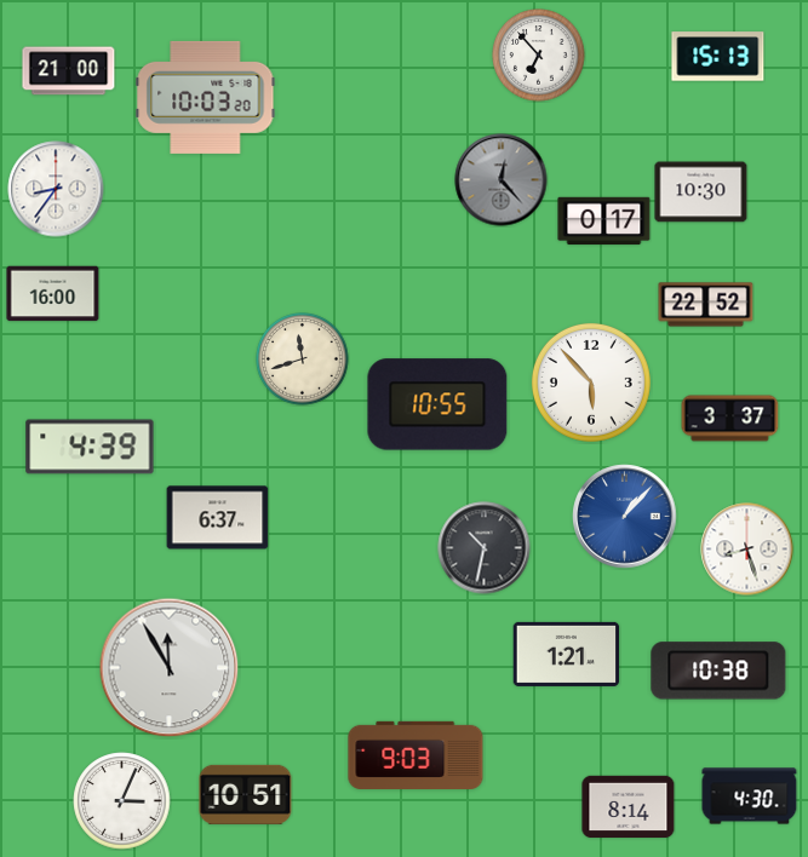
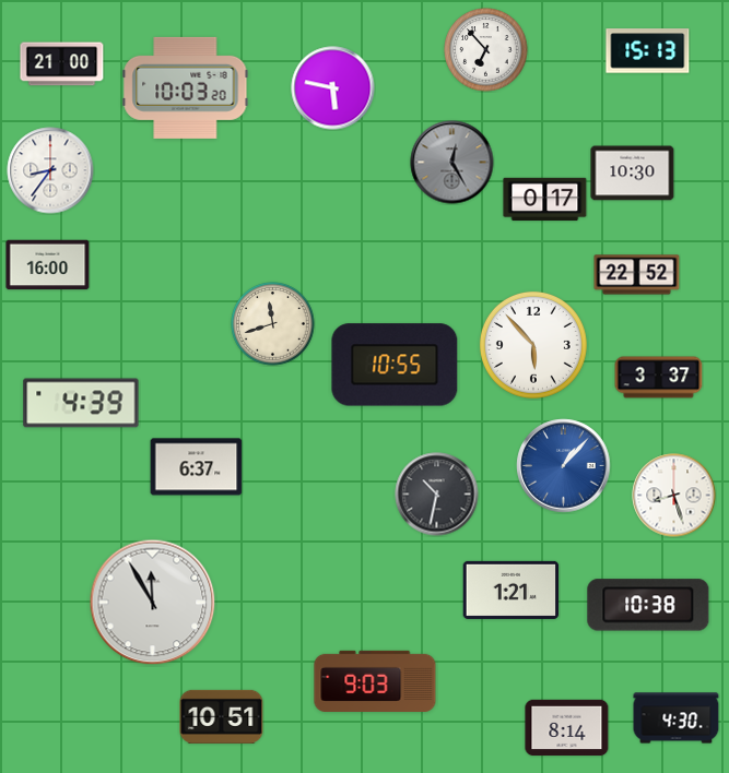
clock at (333, 88): none -> 5:47
clock at (502, 180): 12:23 -> 12:25
clock at (122, 801): 3:04 -> none
